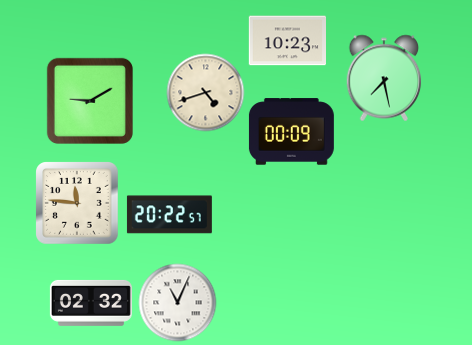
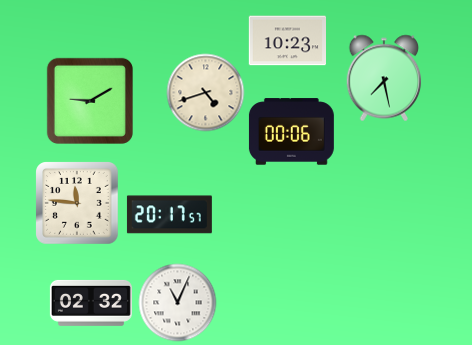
clock at (291, 132): 00:09 -> 00:06
clock at (169, 215): 20:22 -> 20:17
